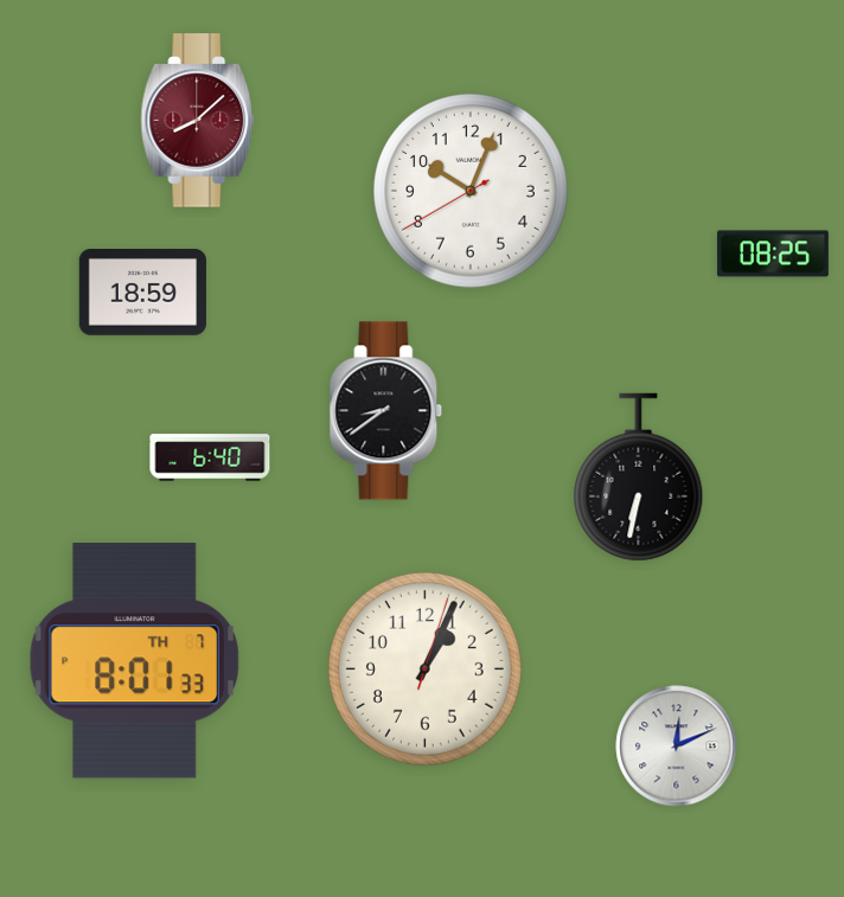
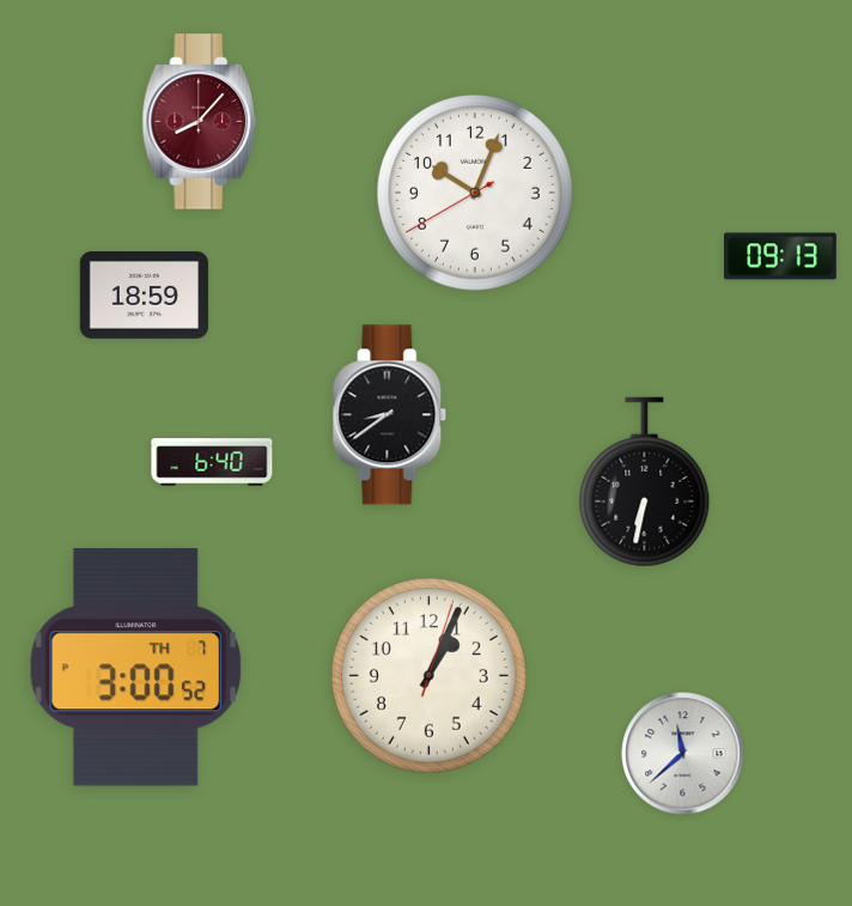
clock at (198, 121): 8:08 -> 8:07
clock at (774, 254): 08:25 -> 09:13
clock at (134, 661): 8:01 -> 3:00
clock at (677, 747): 12:11 -> 11:38
